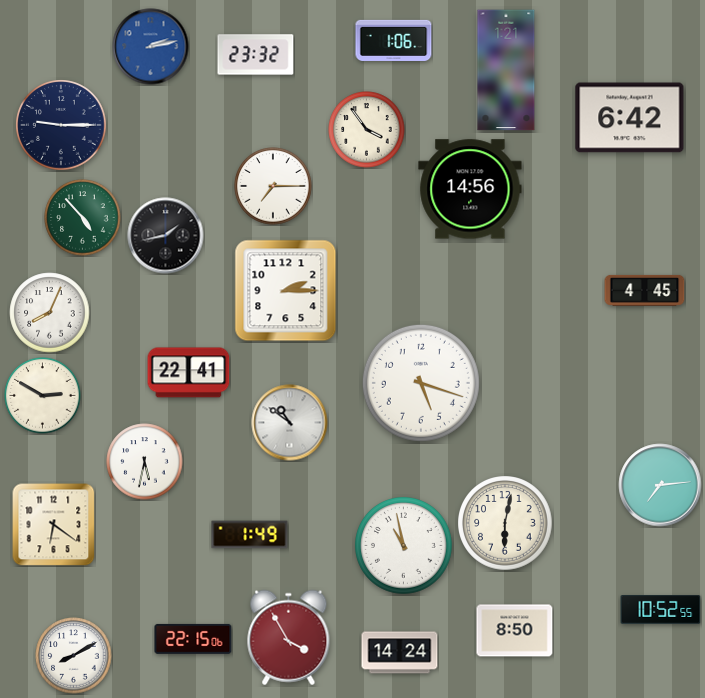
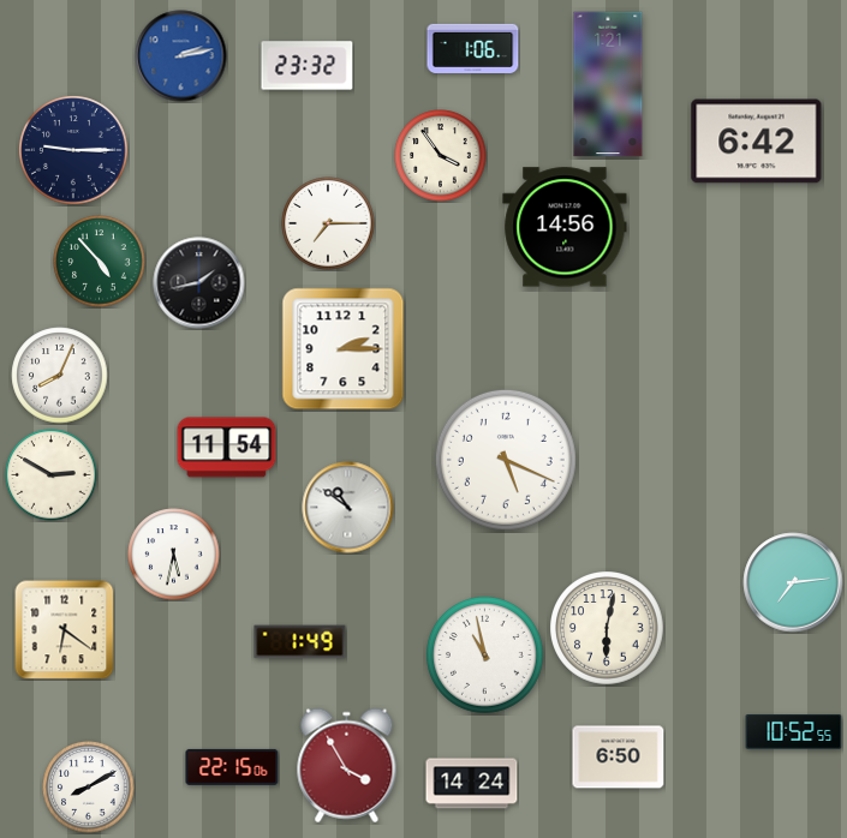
clock at (645, 290): 4:45 -> none
clock at (189, 373): 22:41 -> 11:54
clock at (421, 383): 5:18 -> 5:19
clock at (515, 631): 8:50 -> 6:50
clock at (400, 653) position: (400, 653) -> (472, 784)
